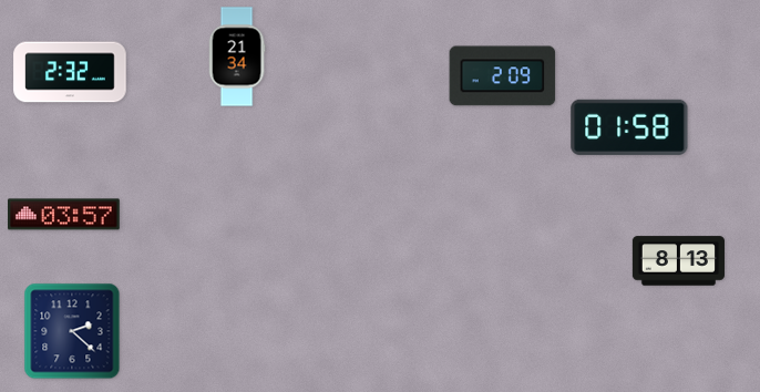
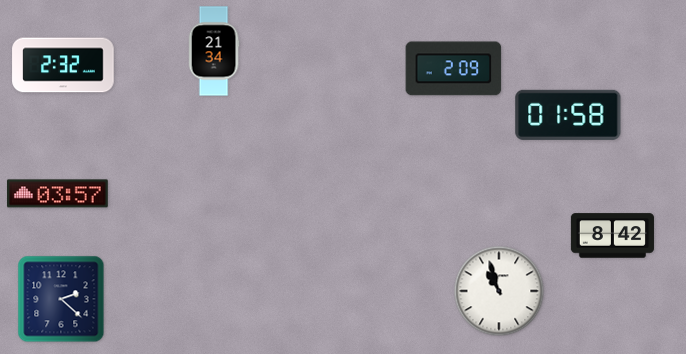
clock at (678, 261): 8:13 -> 8:42
clock at (499, 291): none -> 10:57
clock at (72, 331) position: (72, 331) -> (61, 299)
